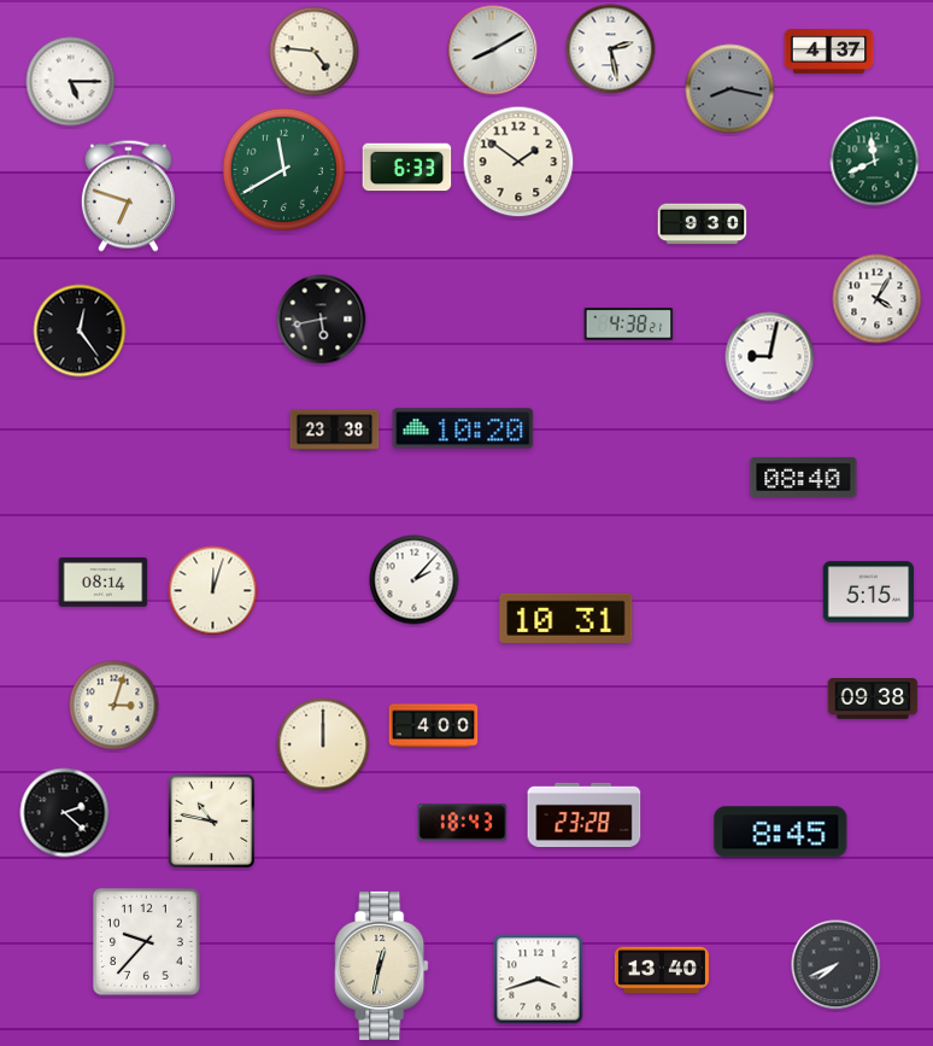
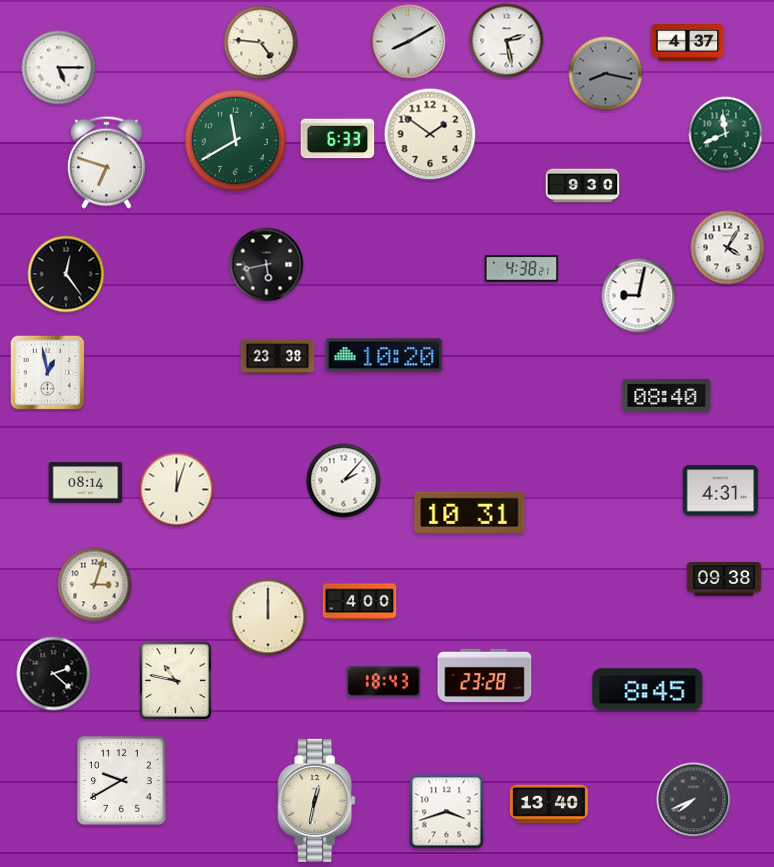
clock at (48, 373): none -> 12:58
clock at (869, 592): 5:15 -> 4:31
clock at (147, 942): 9:37 -> 9:40
